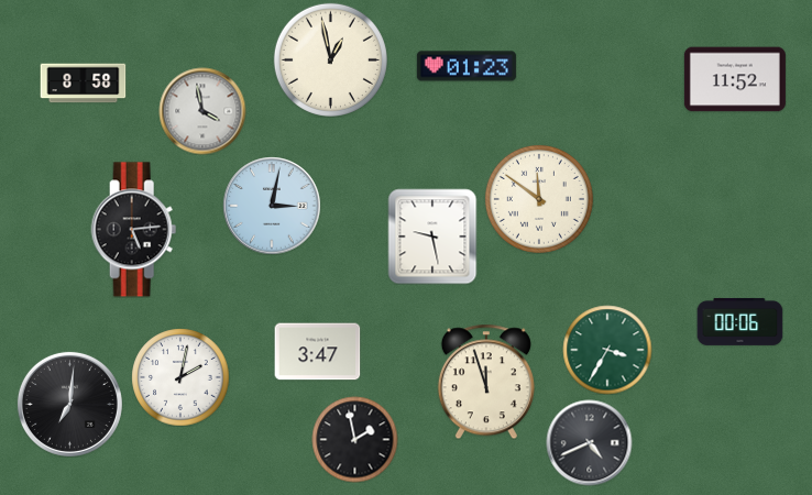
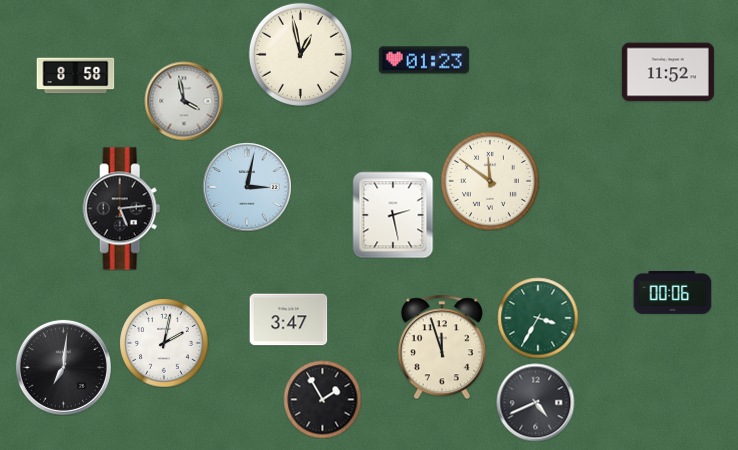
clock at (432, 237): 9:28 -> 2:28
clock at (607, 350) position: (607, 350) -> (538, 318)
clock at (354, 439): 1:58 -> 1:55
